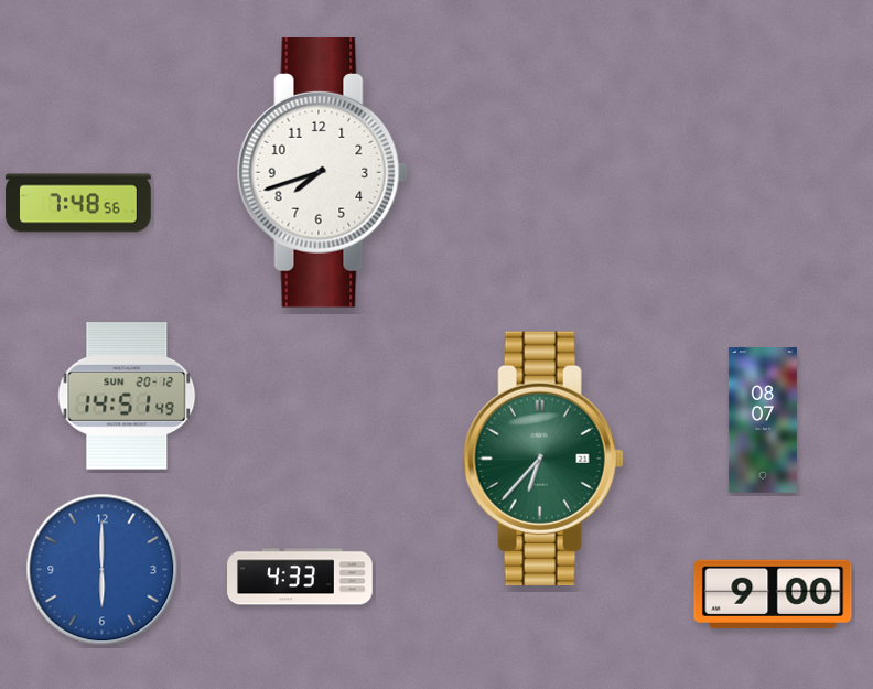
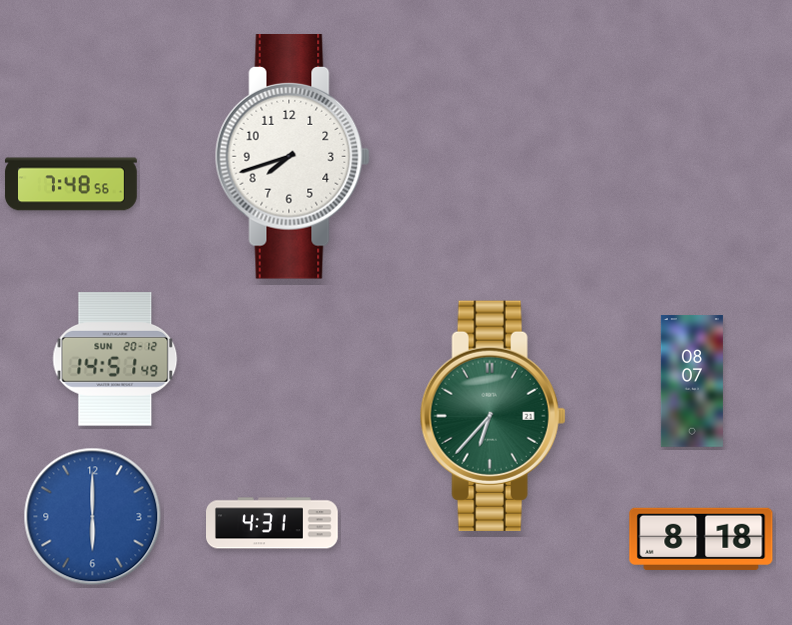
clock at (301, 577): 4:33 -> 4:31
clock at (773, 594): 9:00 -> 8:18
